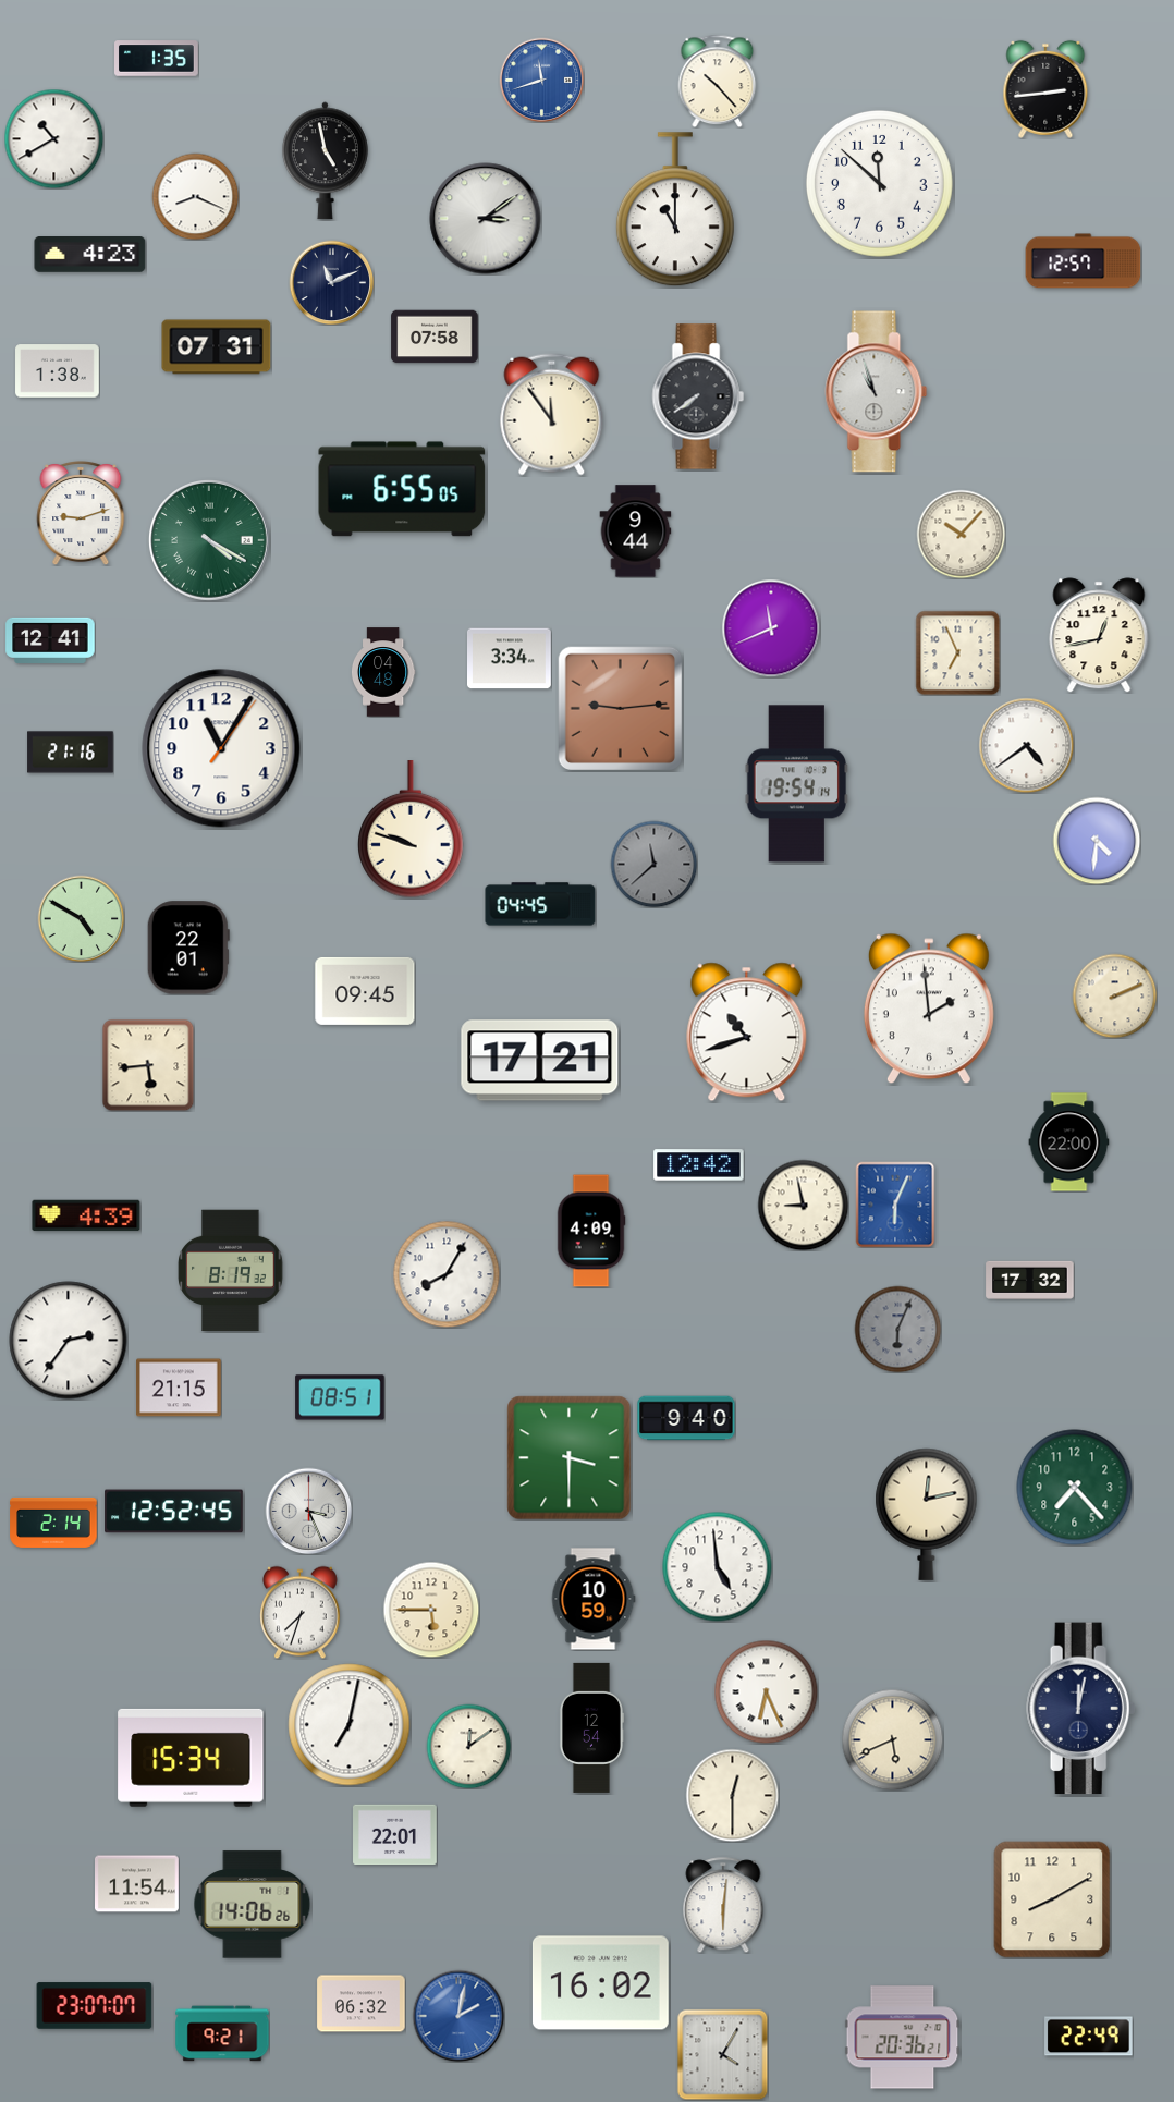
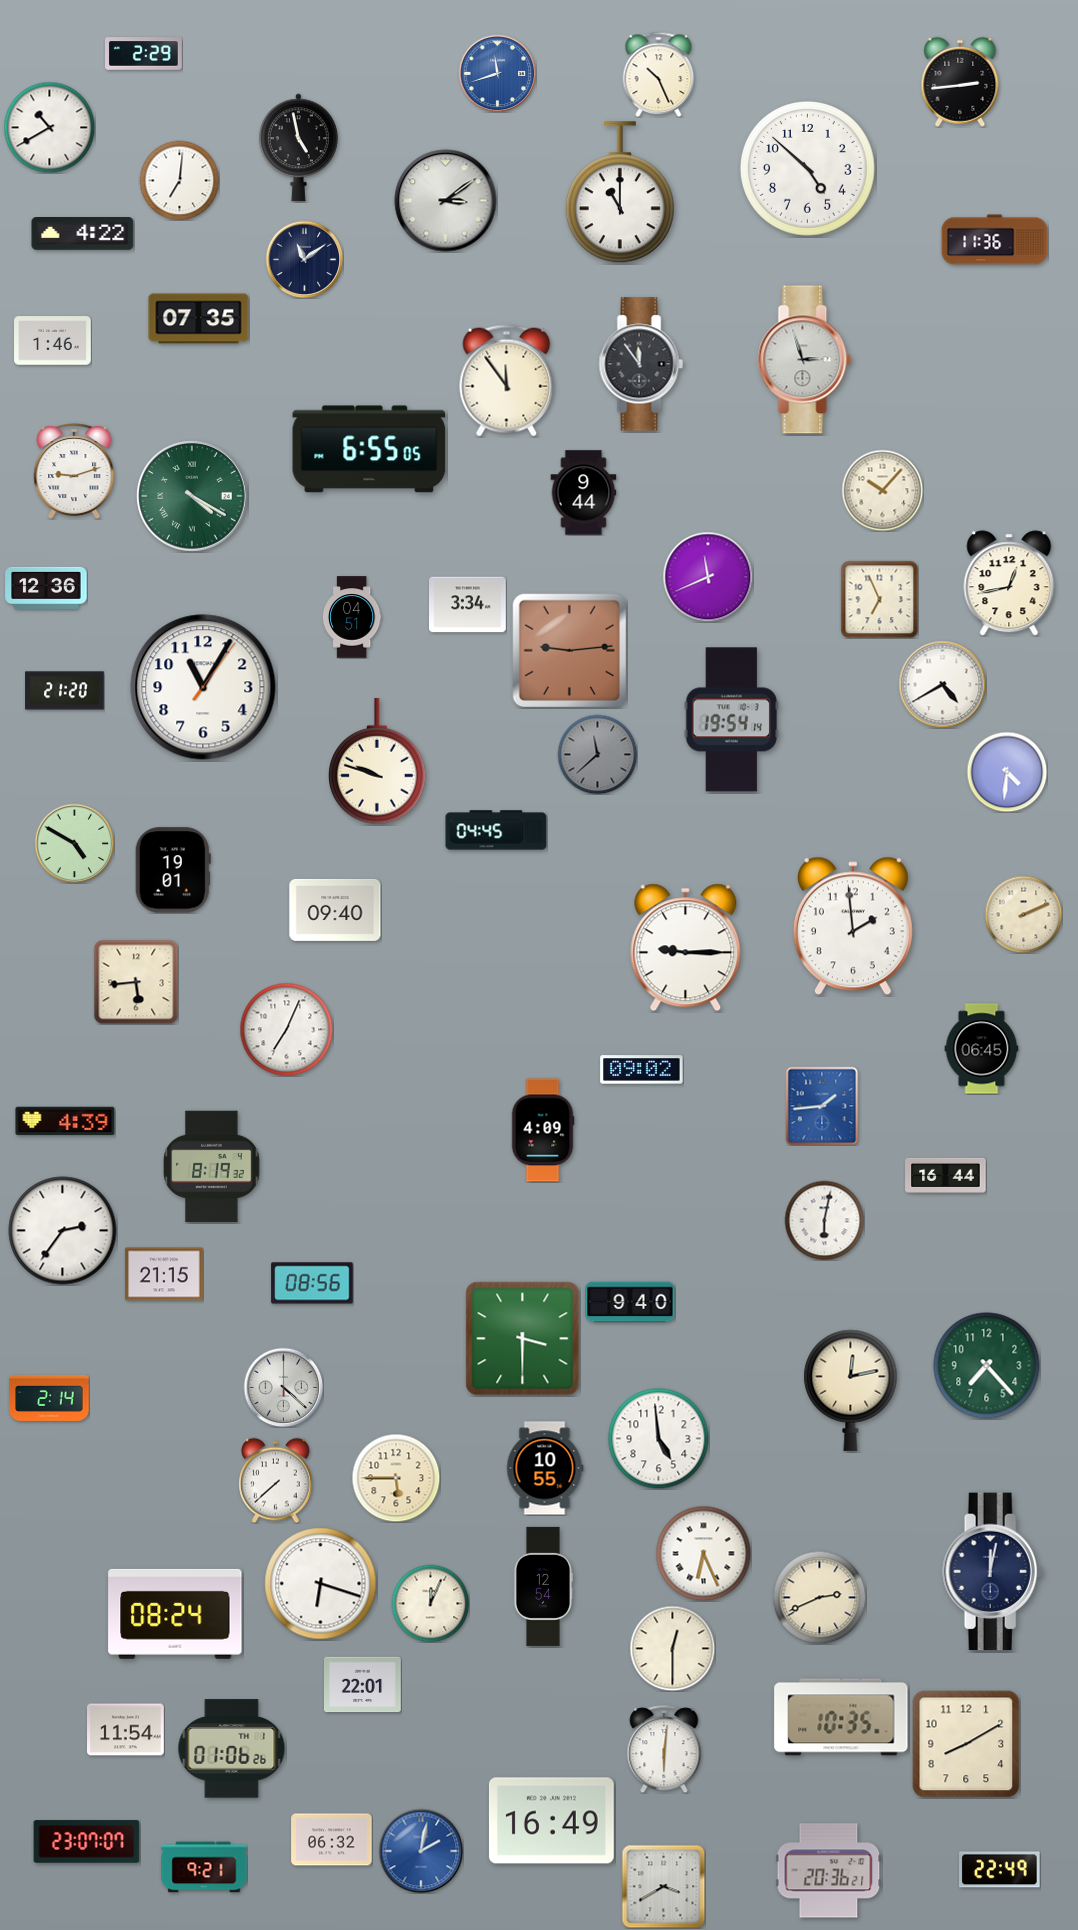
clock at (157, 59): 1:35 -> 2:29
clock at (718, 81): 10:23 -> 10:26
clock at (879, 183): 11:52 -> 4:52
clock at (195, 196): 8:19 -> 7:01
clock at (90, 255): 4:23 -> 4:22
clock at (1084, 261): 12:57 -> 11:36
clock at (331, 282): 11:11 -> 11:09
clock at (435, 337): 07:58 -> none
clock at (217, 347): 07:31 -> 07:35
clock at (58, 371): 1:38 -> 1:46
clock at (877, 392): 10:57 -> 2:57
clock at (698, 396): 7:39 -> 11:54
clock at (636, 531) position: (636, 531) -> (584, 493)
clock at (50, 639): 12:41 -> 12:36
clock at (383, 672): 04:48 -> 04:51
clock at (1026, 745): 4:39 -> 4:40
clock at (71, 753): 21:16 -> 21:20
clock at (653, 864) position: (653, 864) -> (597, 754)
clock at (188, 948): 22:01 -> 19:01
clock at (365, 991): 09:45 -> 09:40
clock at (747, 1032): 10:42 -> 9:15
clock at (540, 1061): 17:21 -> none
clock at (148, 1065) position: (148, 1065) -> (136, 982)
clock at (286, 1029): none -> 7:04
clock at (1069, 1142): 22:00 -> 06:45
clock at (699, 1165): 12:42 -> 09:02
clock at (803, 1205): 8:58 -> none
clock at (895, 1205): 6:04 -> 1:44
clock at (86, 1215) position: (86, 1215) -> (65, 1121)
clock at (447, 1274): 8:05 -> none
clock at (1030, 1280): 17:32 -> 16:44
clock at (897, 1329): 6:04 -> 6:02
clock at (897, 1329) dial: grey -> white
clock at (340, 1397): 08:51 -> 08:56
clock at (308, 1511): 3:26 -> 4:22
clock at (174, 1512): 12:52 -> none
clock at (594, 1599): 10:59 -> 10:55
clock at (301, 1612): 7:33 -> 7:38
clock at (1081, 1709) position: (1081, 1709) -> (993, 1572)
clock at (350, 1725): 7:02 -> 6:18
clock at (892, 1739): 5:41 -> 2:41
clock at (468, 1746): 12:09 -> 12:04
clock at (191, 1758): 15:34 -> 08:24
clock at (841, 1717): none -> 10:35
clock at (253, 1905): 14:06 -> 01:06
clock at (600, 1983): 16:02 -> 16:49
clock at (722, 2054): 4:05 -> 3:40
